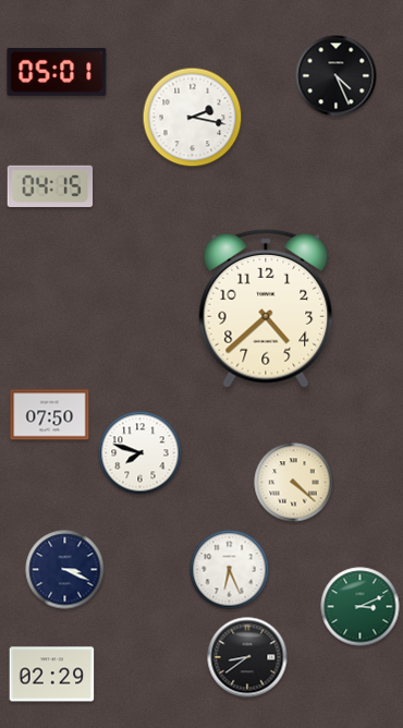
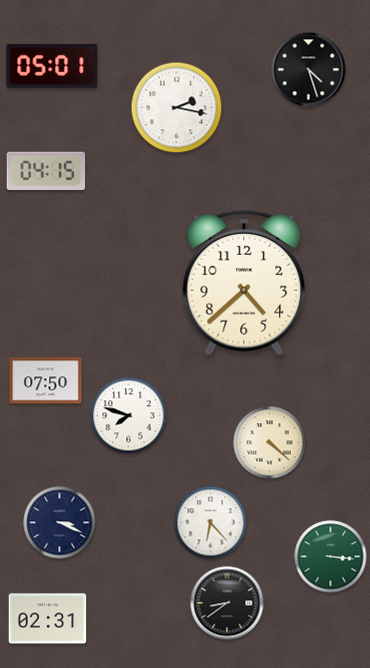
clock at (337, 76): 4:26 -> 4:27
clock at (230, 570): 6:26 -> 6:23
clock at (361, 607): 3:11 -> 3:16
clock at (52, 675): 02:29 -> 02:31
